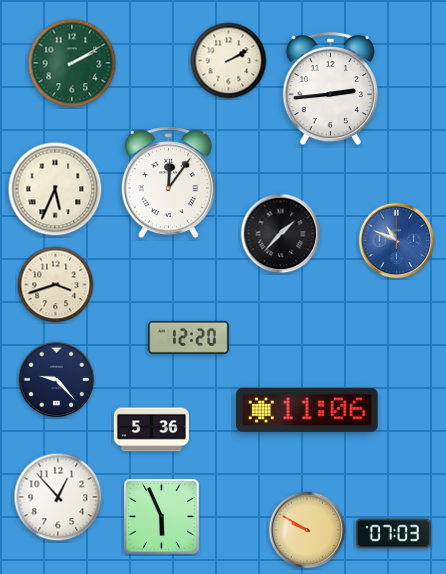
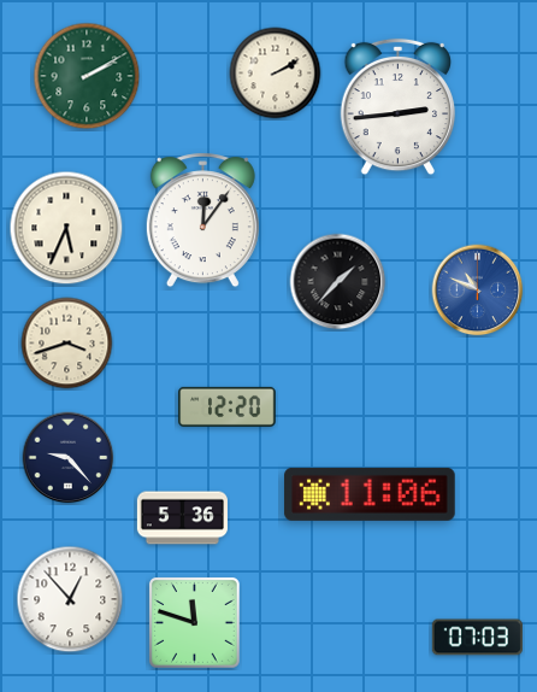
clock at (162, 517): 5:56 -> 11:48
clock at (307, 530): 9:50 -> none
clock at (393, 534) position: (393, 534) -> (477, 638)
